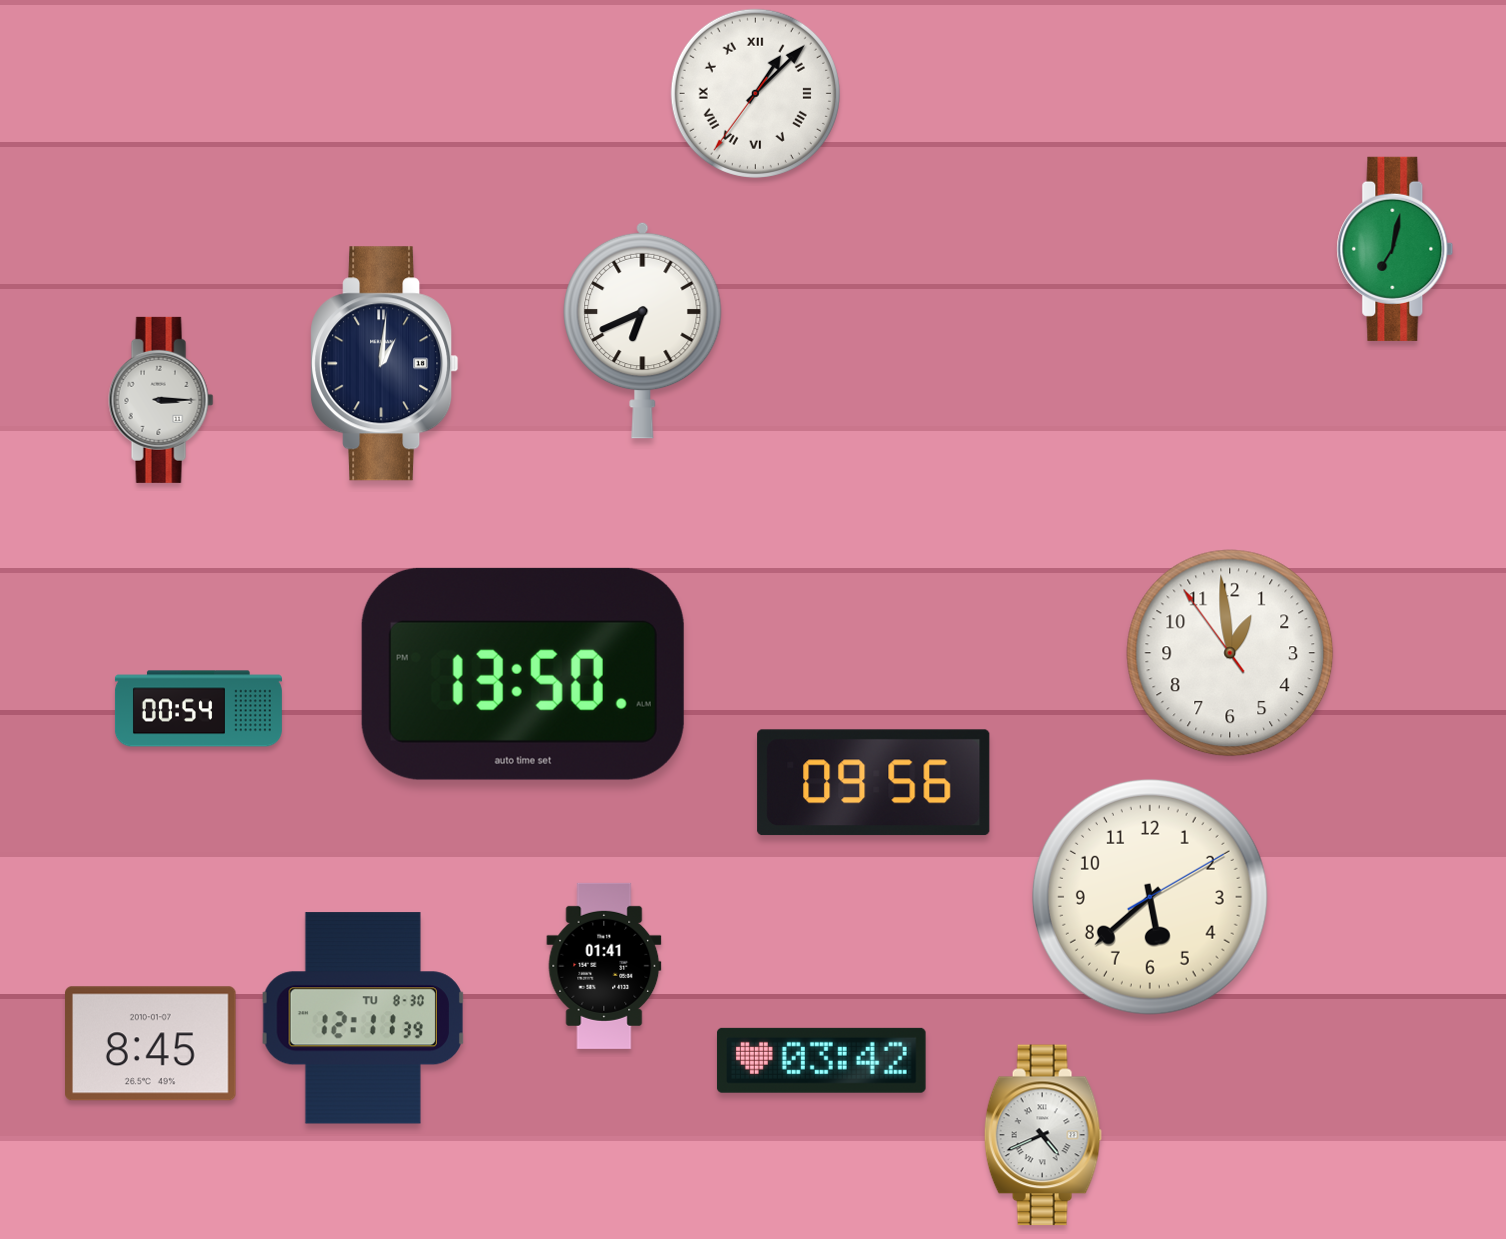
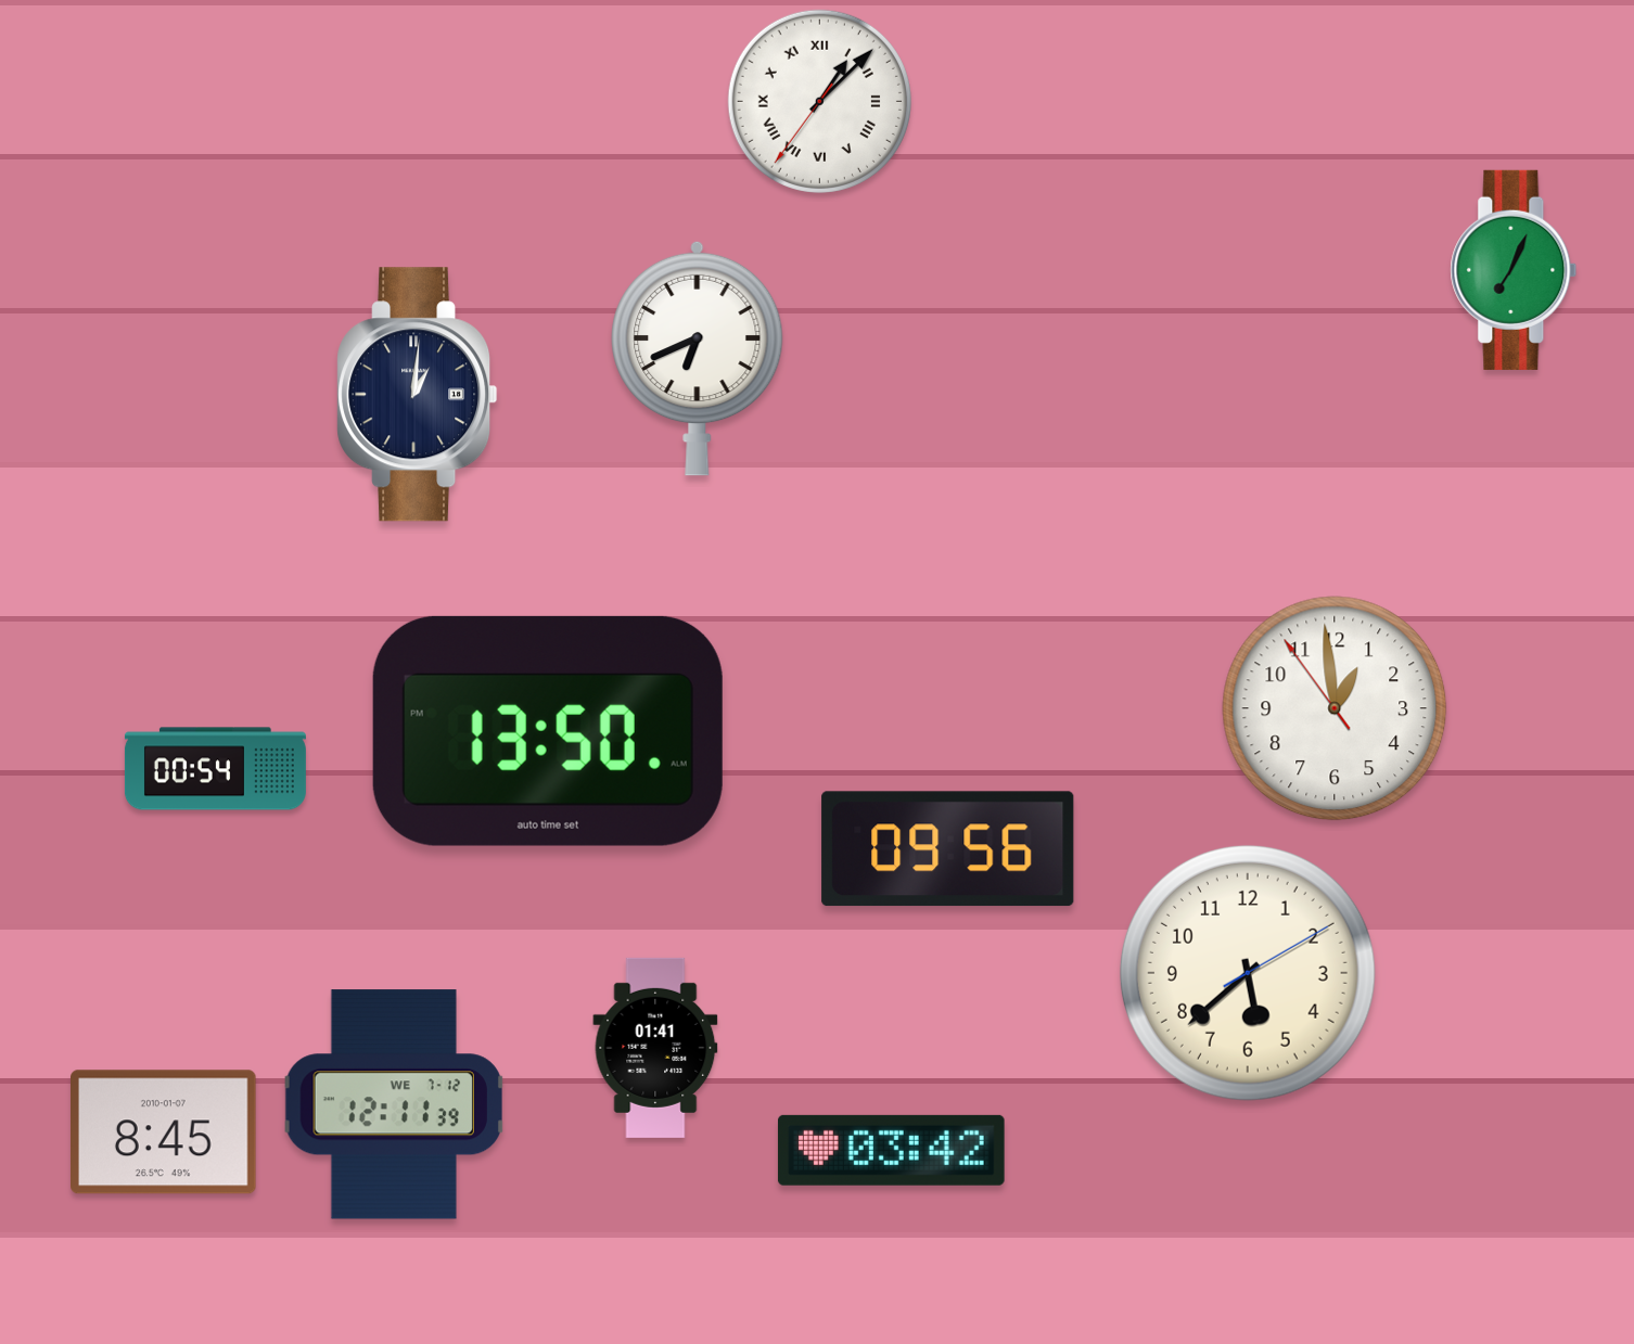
clock at (1395, 249): 7:02 -> 7:04
clock at (161, 400): 3:15 -> none
clock at (523, 674) position: (523, 674) -> (548, 731)
clock at (363, 1018) date: TU 8-30 -> WE 7-12
clock at (1043, 1135): 4:41 -> none
